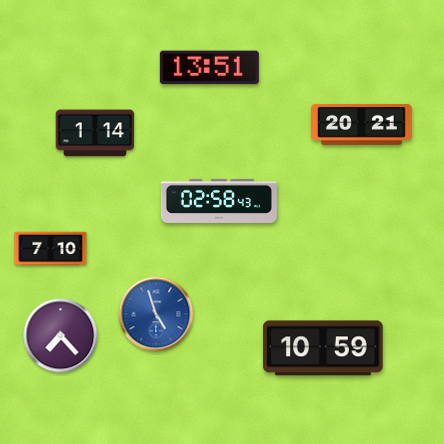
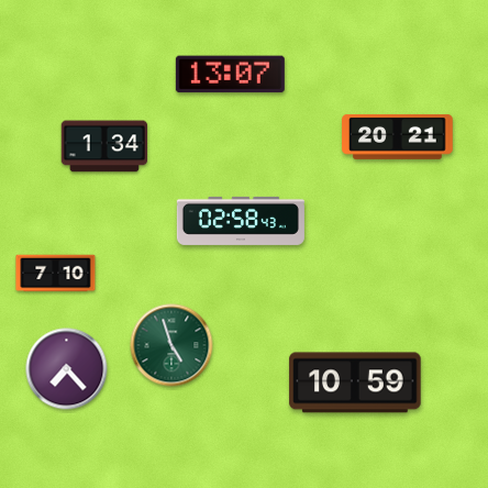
clock at (209, 68): 13:51 -> 13:07
clock at (94, 133): 1:14 -> 1:34
clock at (156, 314) dial: blue -> green
